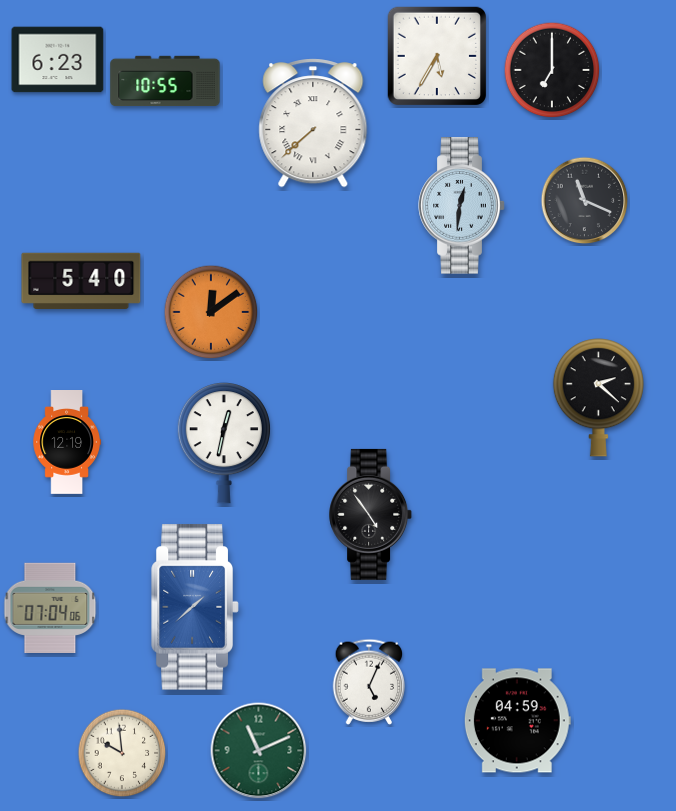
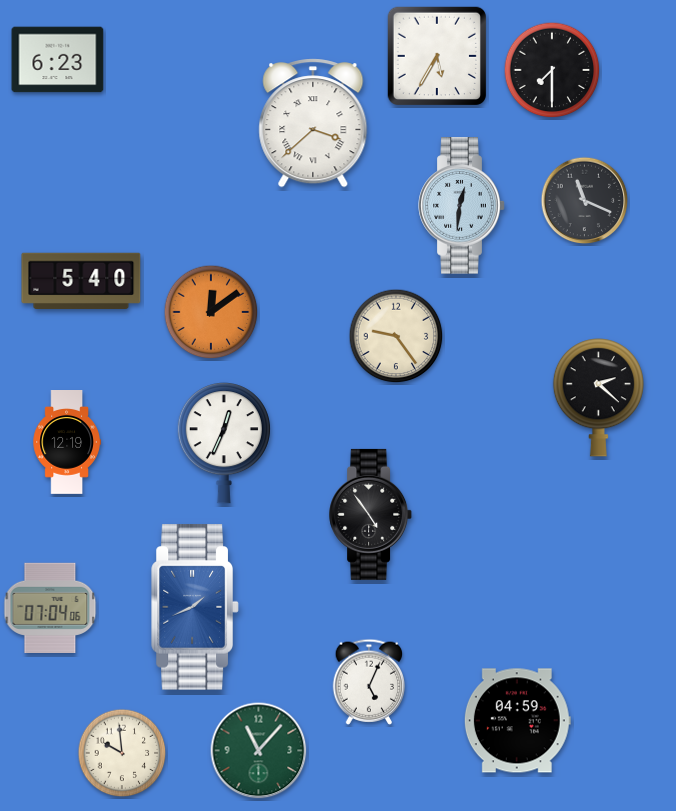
clock at (552, 70): 7:00 -> 7:30
clock at (165, 81): 10:55 -> none
clock at (313, 123): 7:38 -> 3:38
clock at (396, 336): none -> 9:24
clock at (224, 443): 12:32 -> 12:34
clock at (195, 607): 1:38 -> 1:41
clock at (259, 751): 11:11 -> 11:07
